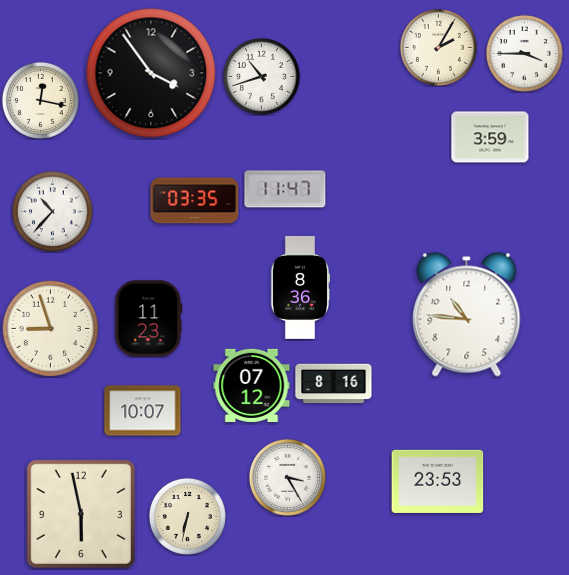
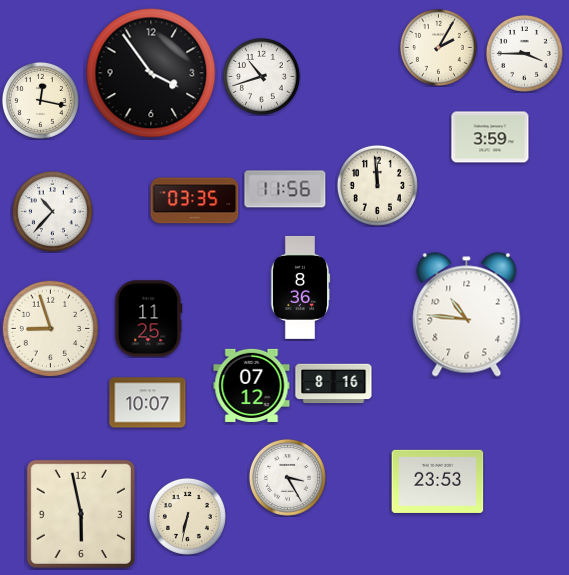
clock at (377, 185): none -> 11:59
clock at (285, 189): 11:47 -> 11:56
clock at (149, 319): 11:23 -> 11:25
clock at (143, 411) position: (143, 411) -> (148, 403)
